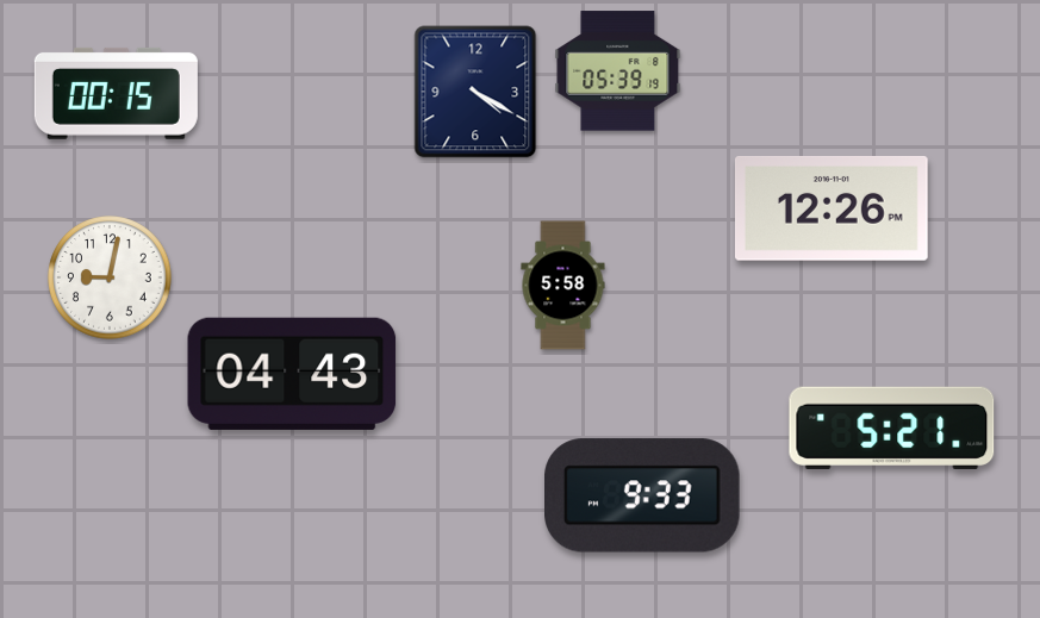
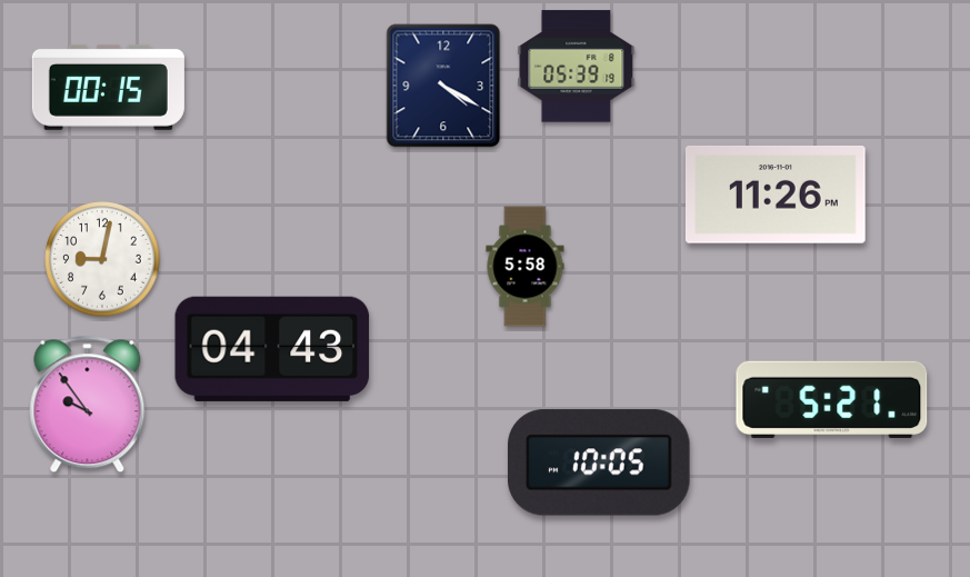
clock at (832, 210): 12:26 -> 11:26
clock at (88, 405): none -> 9:54
clock at (643, 495): 9:33 -> 10:05
